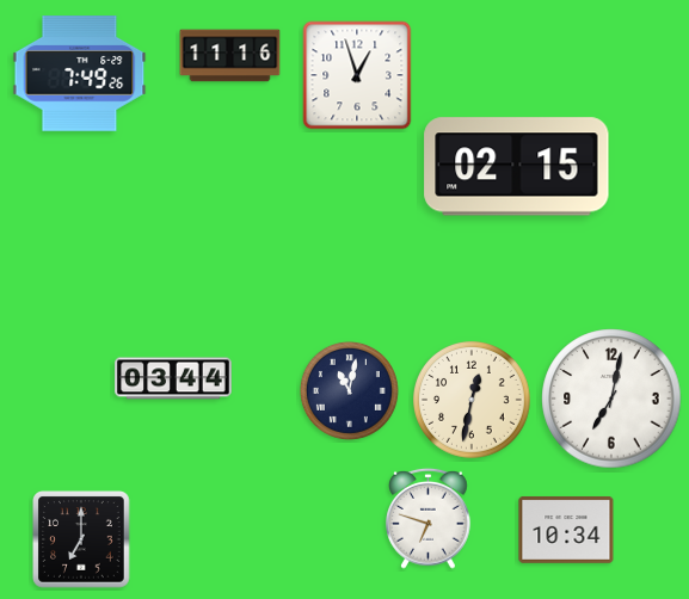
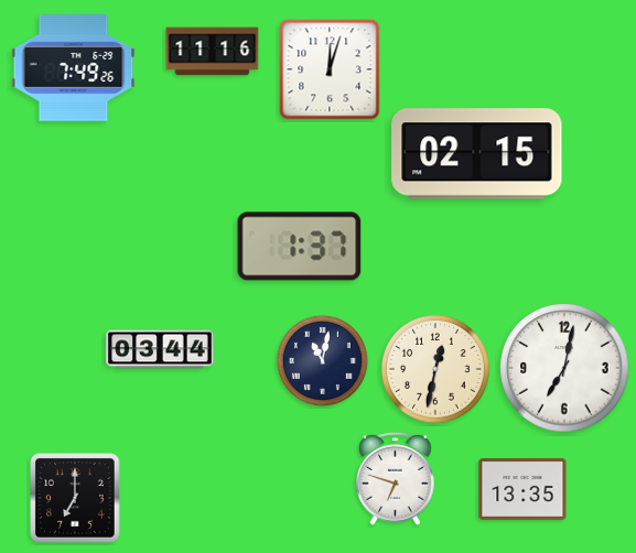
clock at (357, 75): 12:57 -> 12:03
clock at (300, 247): none -> 1:37
clock at (566, 530): 10:34 -> 13:35
